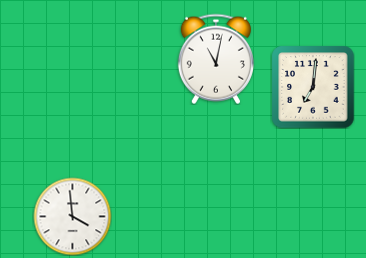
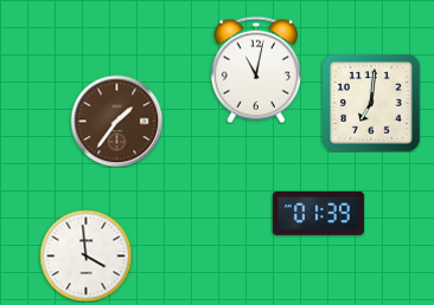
clock at (116, 121): none -> 1:36
clock at (318, 213): none -> 01:39
